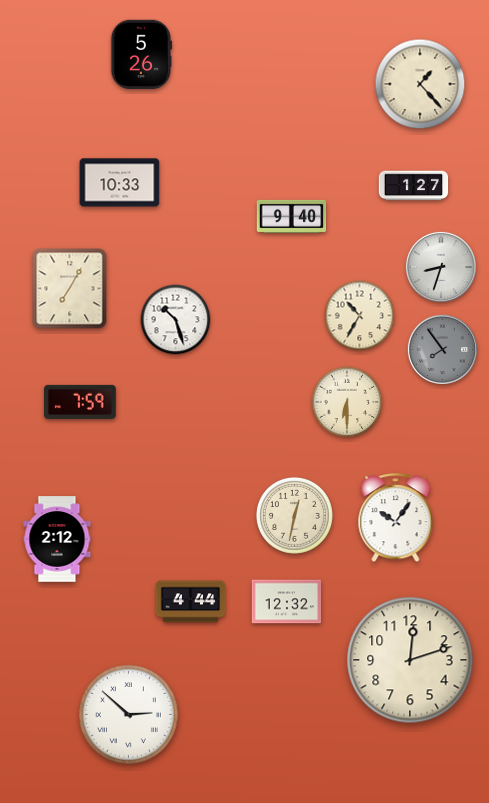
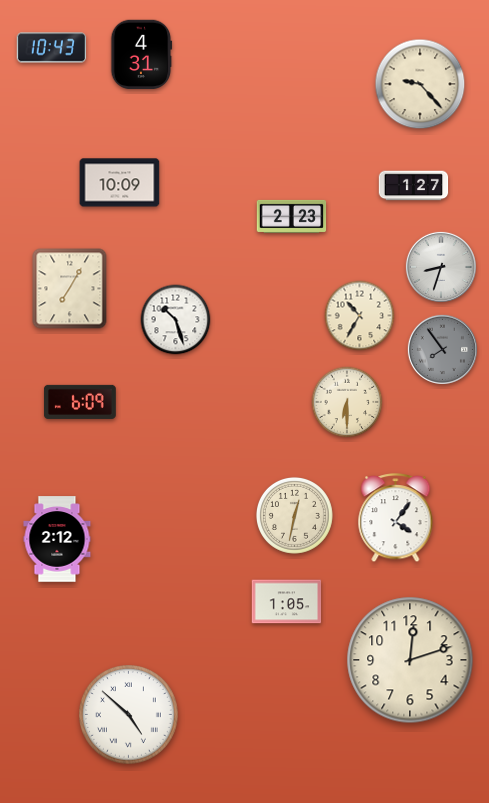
clock at (52, 48): none -> 10:43
clock at (141, 55): 5:26 -> 4:31
clock at (420, 84): 1:23 -> 9:23
clock at (120, 183): 10:33 -> 10:09
clock at (292, 216): 9:40 -> 2:23
clock at (80, 402): 7:59 -> 6:09
clock at (396, 518): 10:06 -> 4:06
clock at (191, 602): 4:44 -> none
clock at (287, 602): 12:32 -> 1:05
clock at (129, 715): 2:52 -> 4:52
